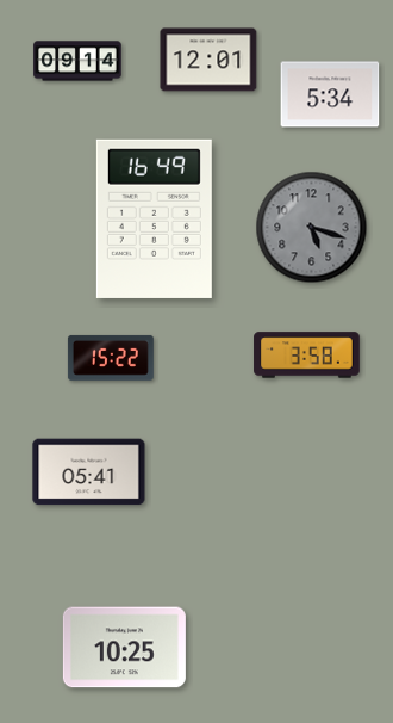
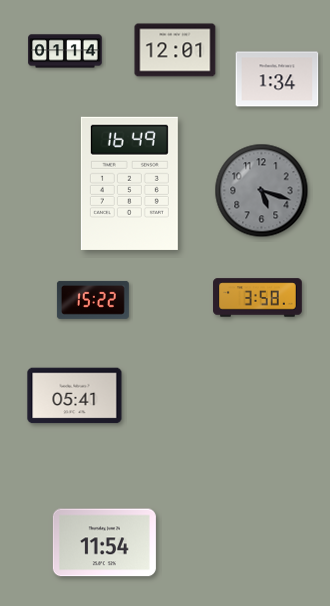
clock at (77, 61): 09:14 -> 01:14
clock at (330, 94): 5:34 -> 1:34
clock at (124, 648): 10:25 -> 11:54
